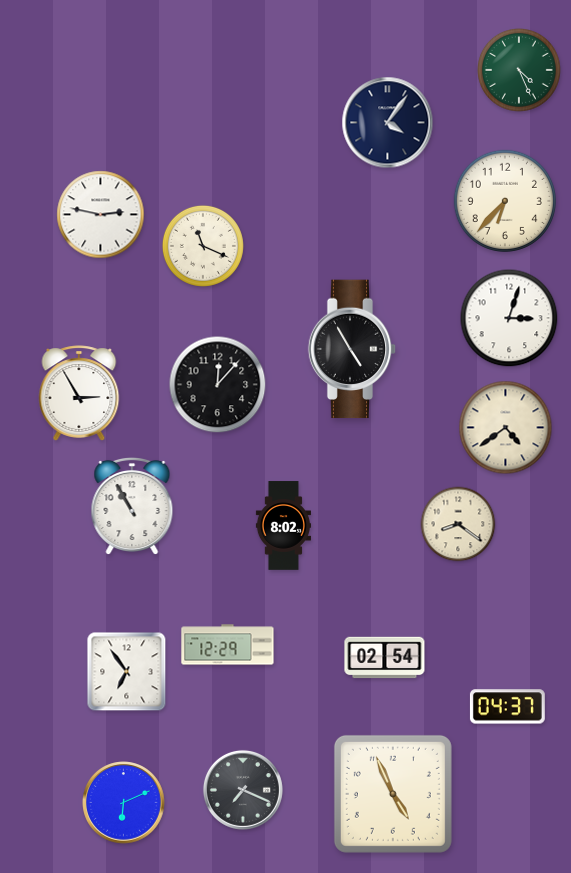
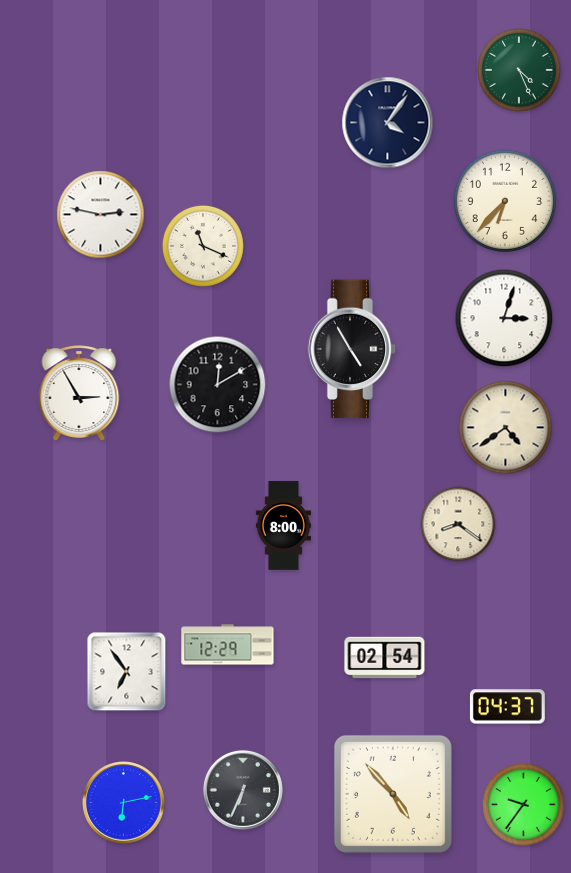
clock at (509, 318) position: (509, 318) -> (504, 318)
clock at (218, 385): 12:07 -> 12:10
clock at (132, 505): 10:55 -> none
clock at (283, 526): 8:02 -> 8:00
clock at (243, 790): 7:19 -> 6:34
clock at (393, 794): 4:56 -> 4:53
clock at (124, 803): 6:11 -> 6:13
clock at (523, 804): none -> 9:36
